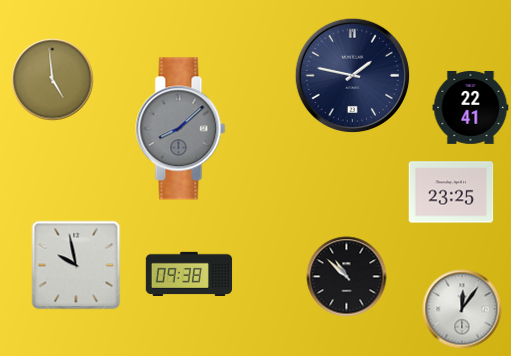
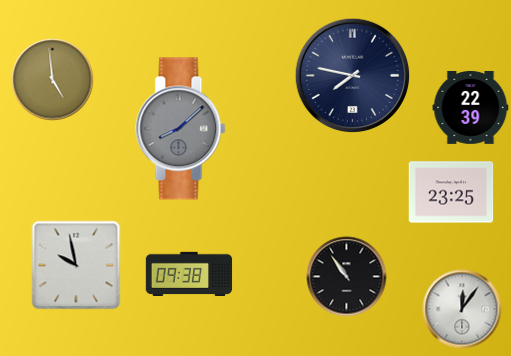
clock at (353, 76): 1:47 -> 7:47
clock at (471, 107): 22:41 -> 22:39
clock at (347, 277): 10:52 -> 10:54
